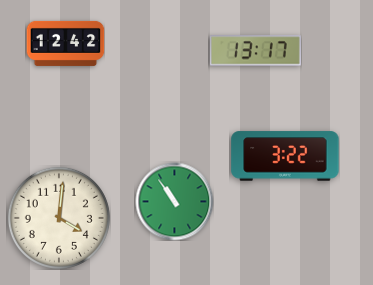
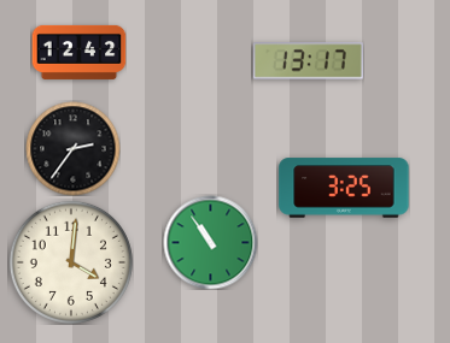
clock at (72, 148): none -> 2:36
clock at (285, 156): 3:22 -> 3:25
